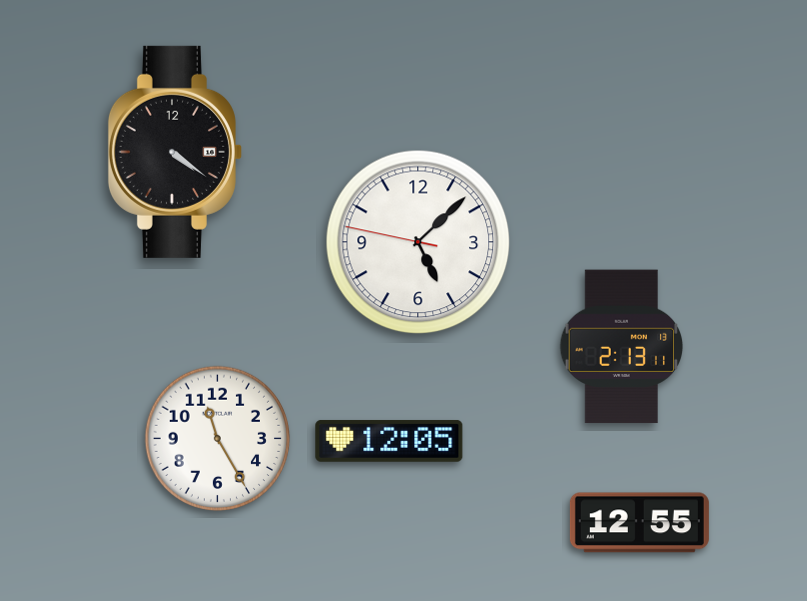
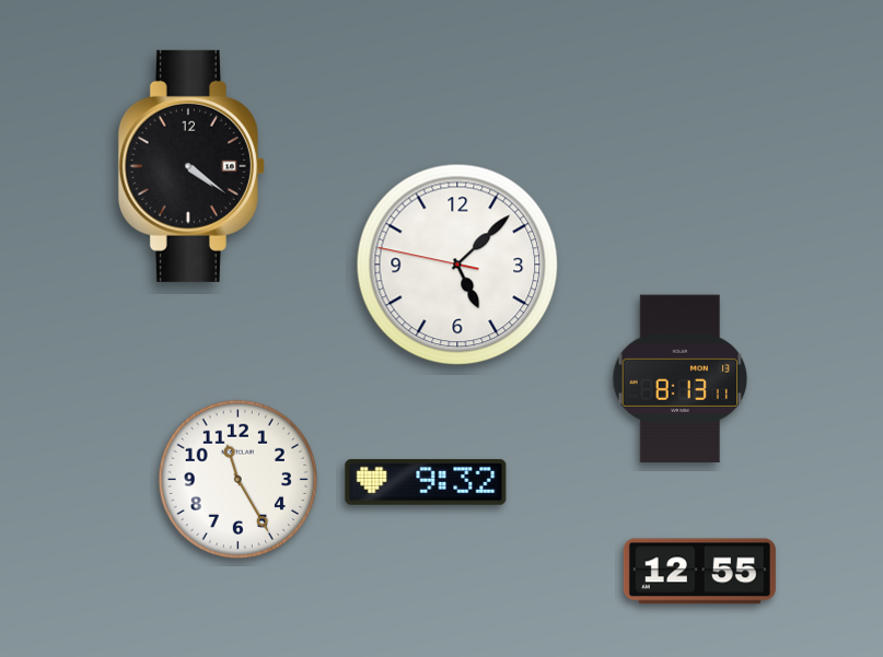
clock at (621, 347): 2:13 -> 8:13
clock at (389, 441): 12:05 -> 9:32
